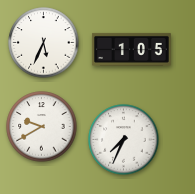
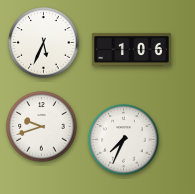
clock at (131, 49): 1:05 -> 1:06
clock at (42, 127): 9:40 -> 9:42
